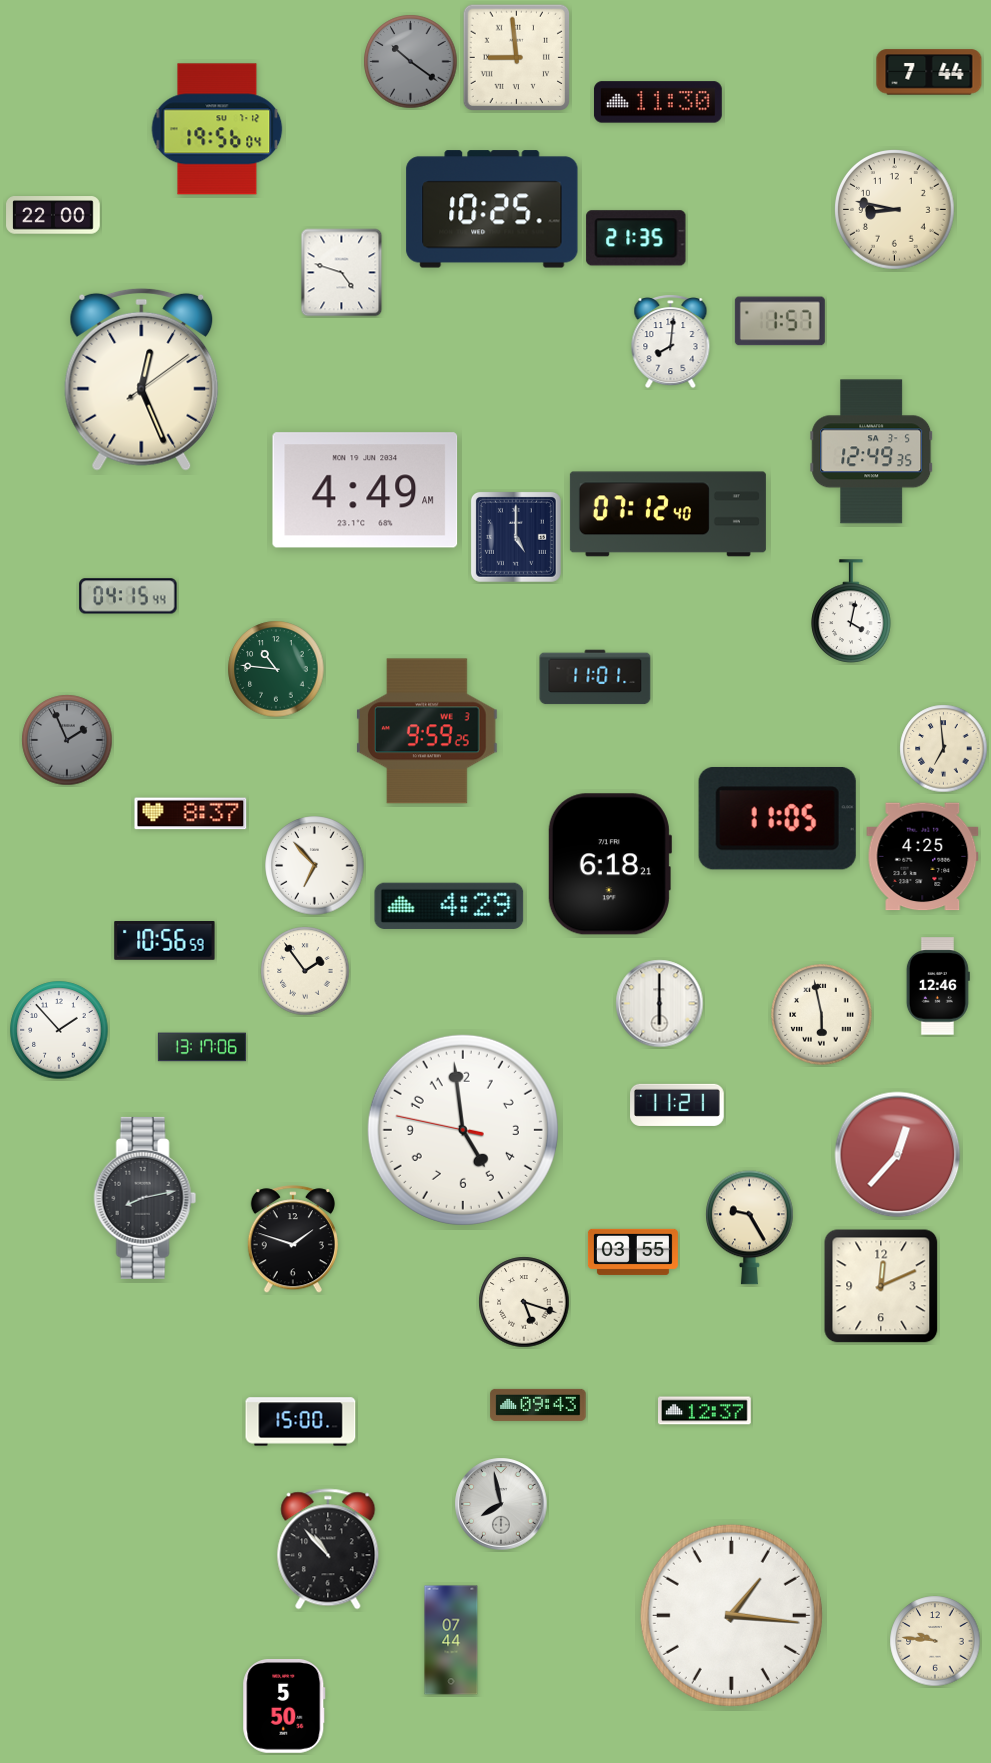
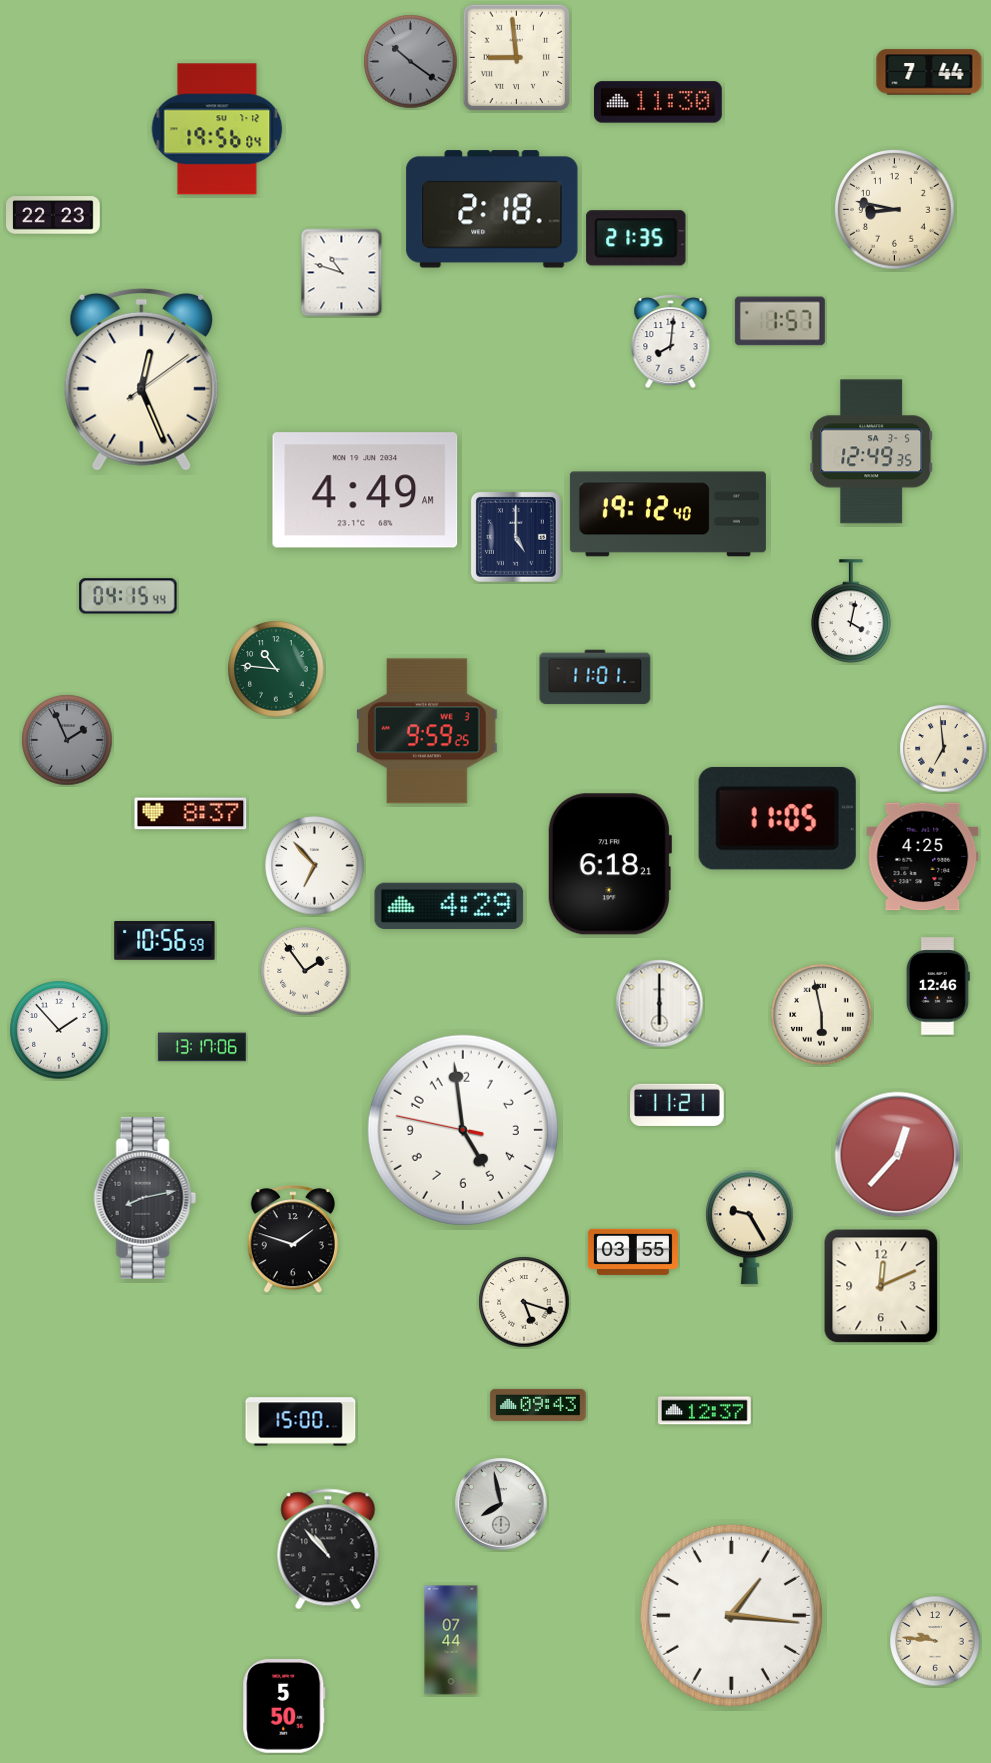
clock at (492, 209): 10:25 -> 2:18
clock at (53, 215): 22:00 -> 22:23
clock at (342, 273): 4:48 -> 10:48
clock at (668, 514): 07:12 -> 19:12
